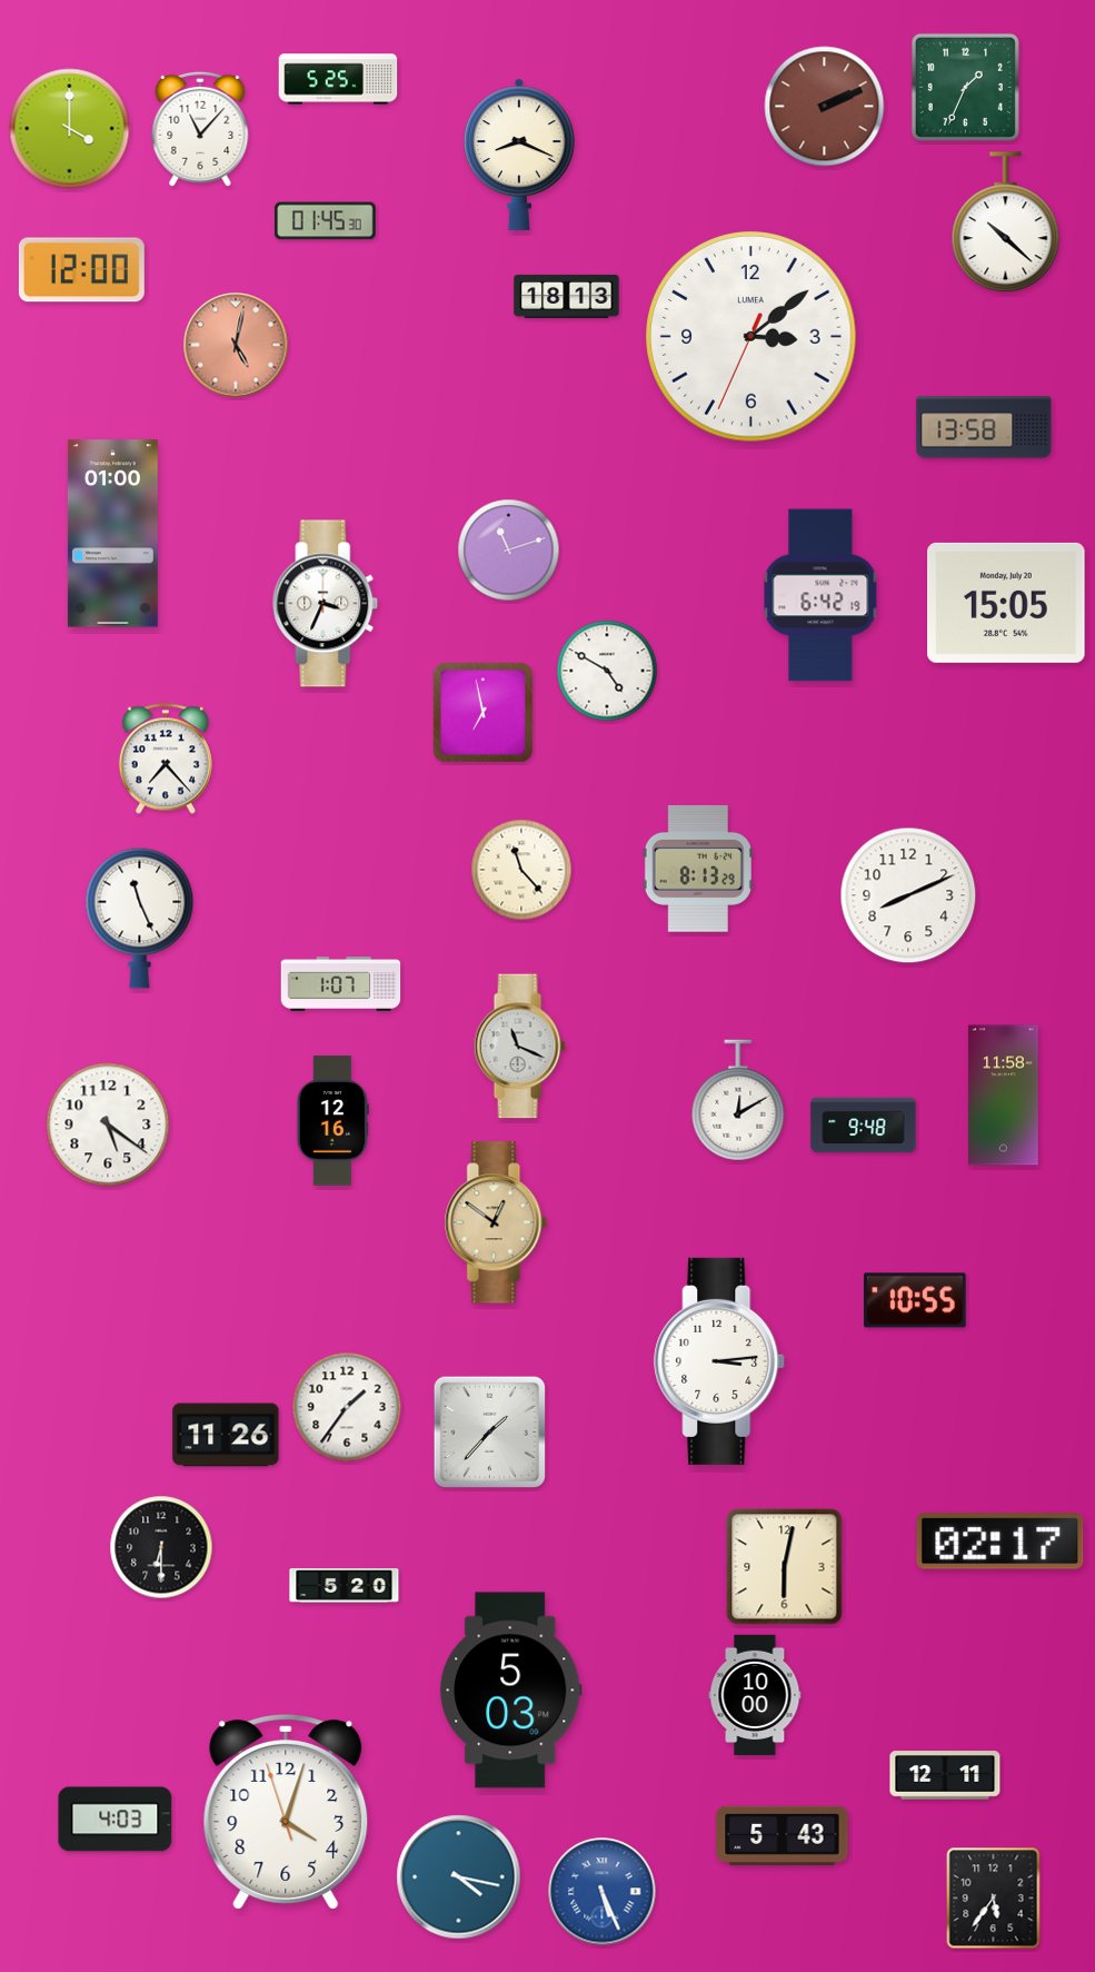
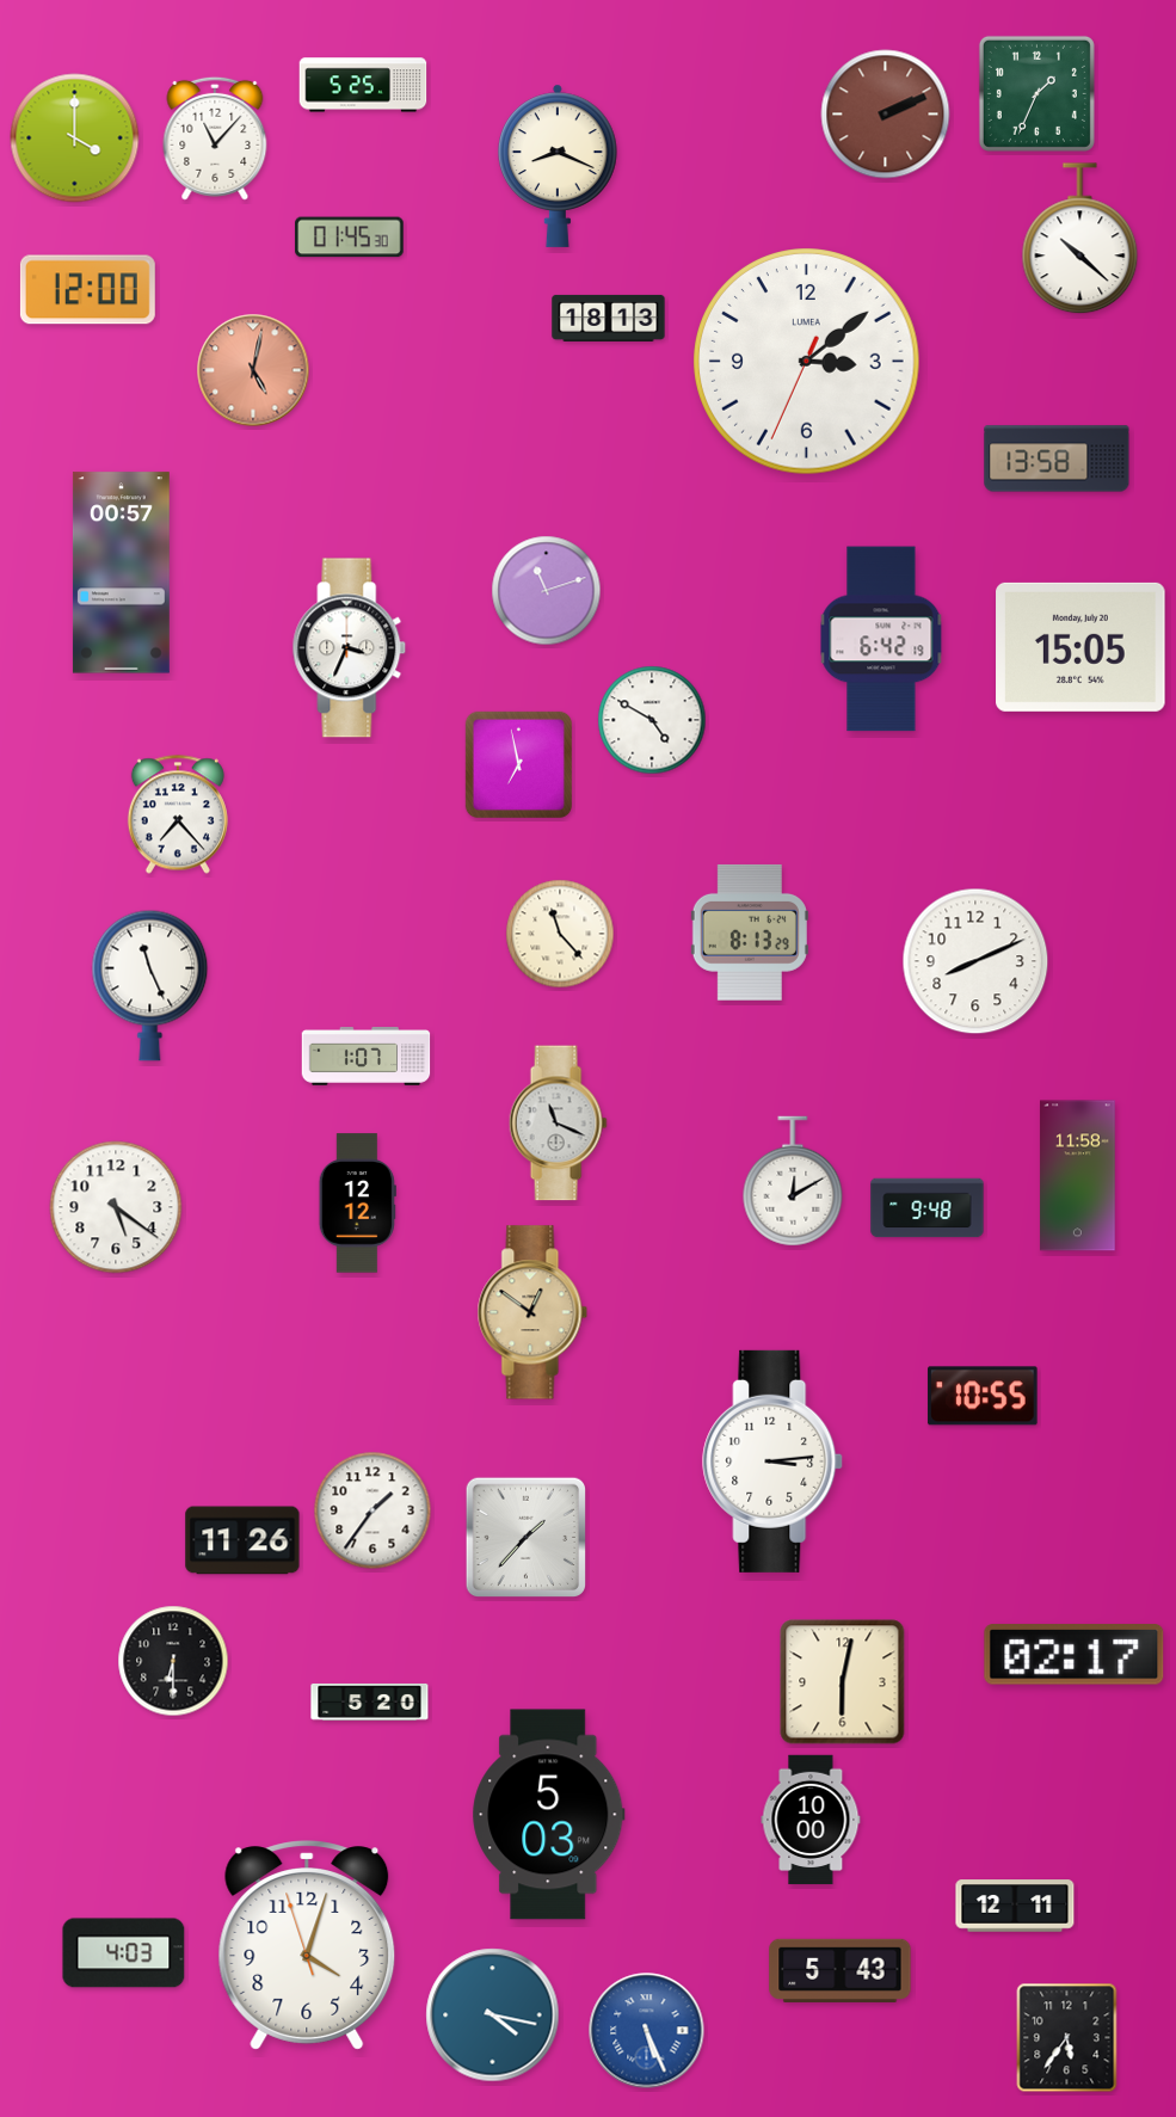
clock at (112, 534): 01:00 -> 00:57
clock at (332, 1121): 12:16 -> 12:12
